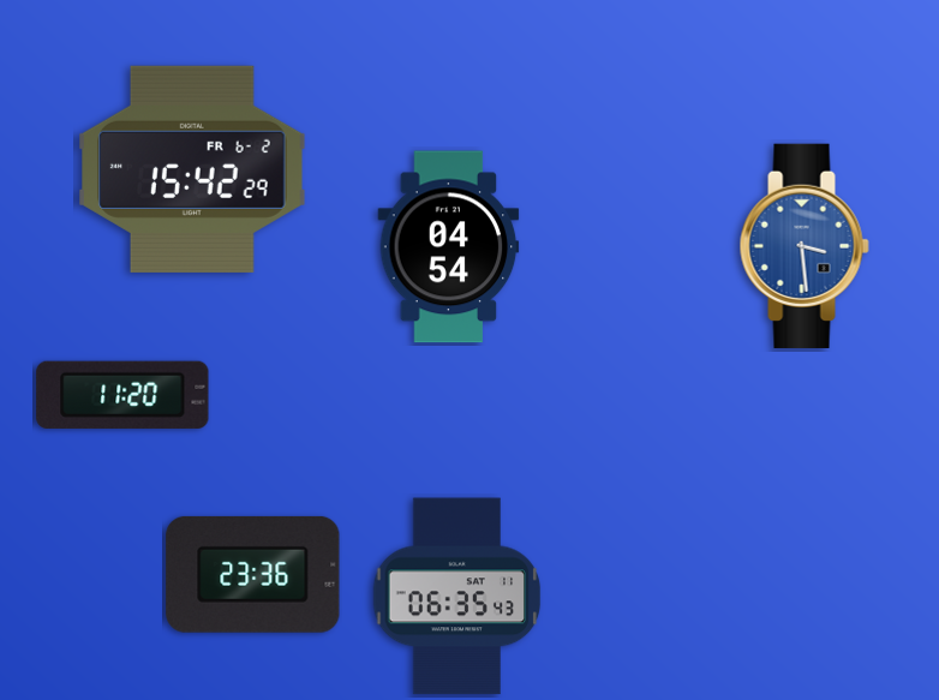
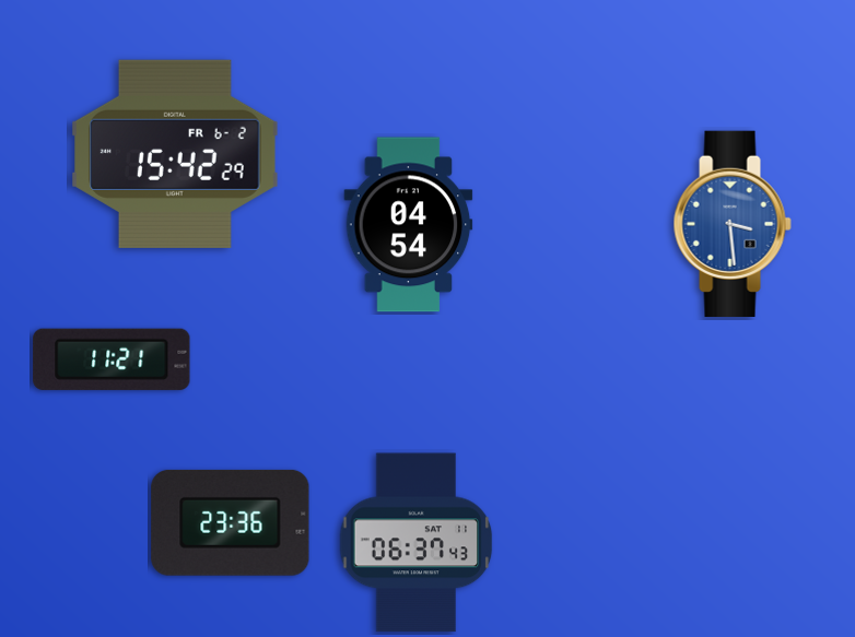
clock at (122, 395): 11:20 -> 11:21
clock at (457, 597): 06:35 -> 06:37
